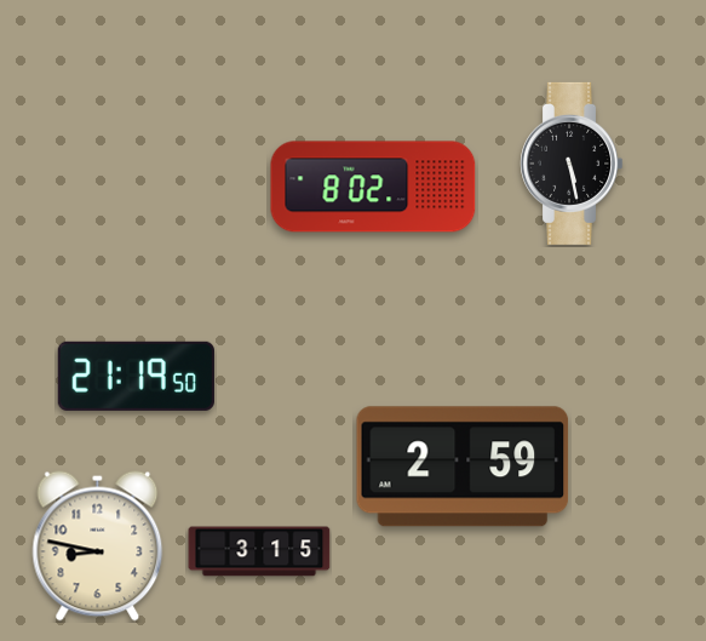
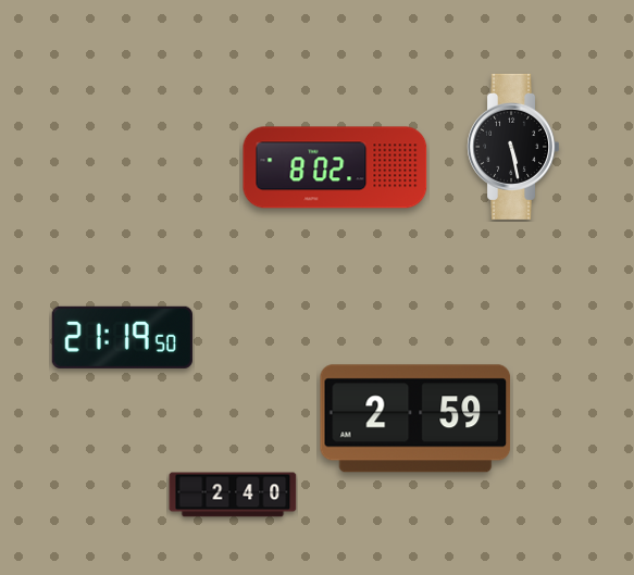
clock at (98, 546): 8:47 -> none
clock at (259, 551): 3:15 -> 2:40
